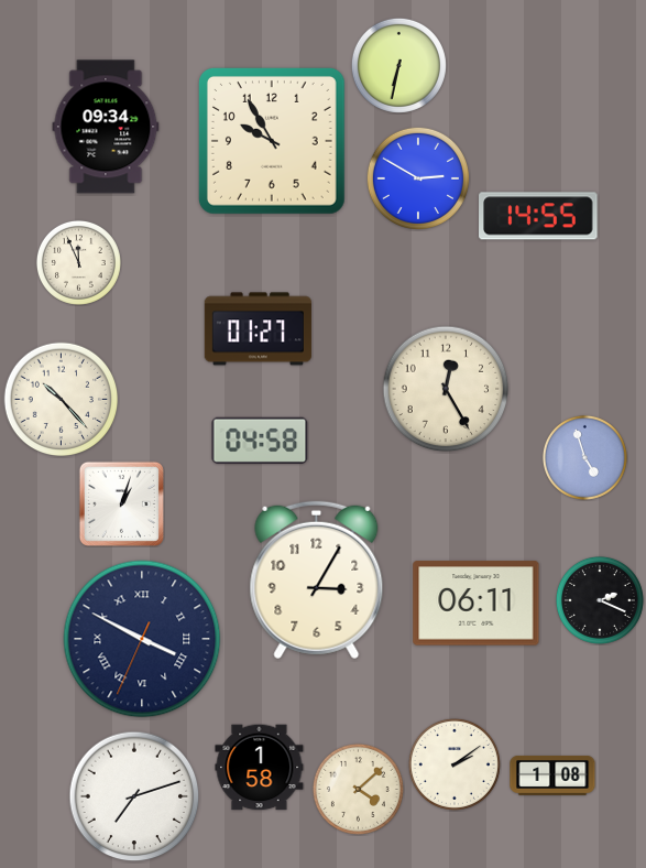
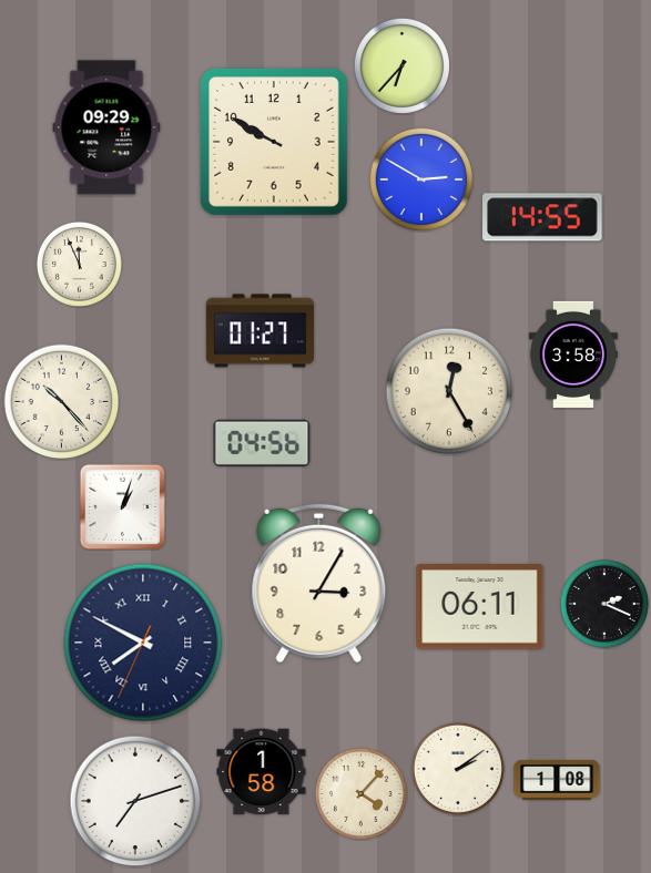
clock at (398, 65): 6:32 -> 6:37
clock at (106, 127): 09:34 -> 09:29
clock at (272, 141): 9:55 -> 9:50
clock at (573, 355): none -> 3:58
clock at (260, 441): 04:58 -> 04:56
clock at (584, 457): 4:57 -> none
clock at (142, 639): 3:49 -> 7:49
clock at (358, 789): 4:08 -> 4:07
